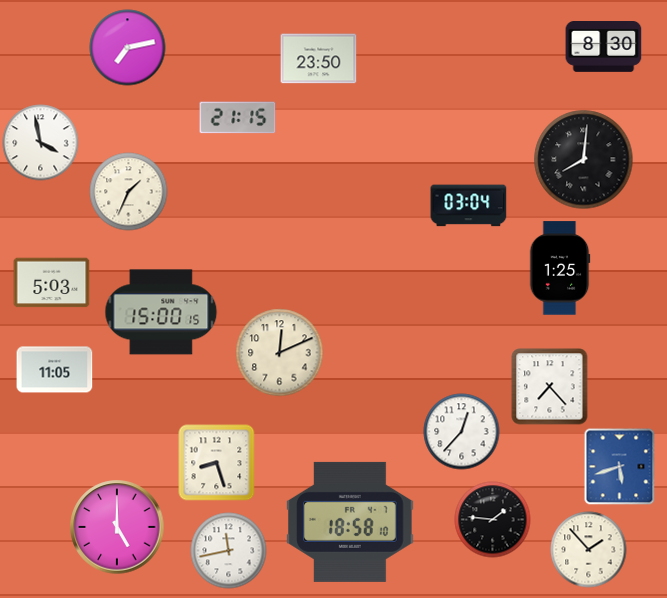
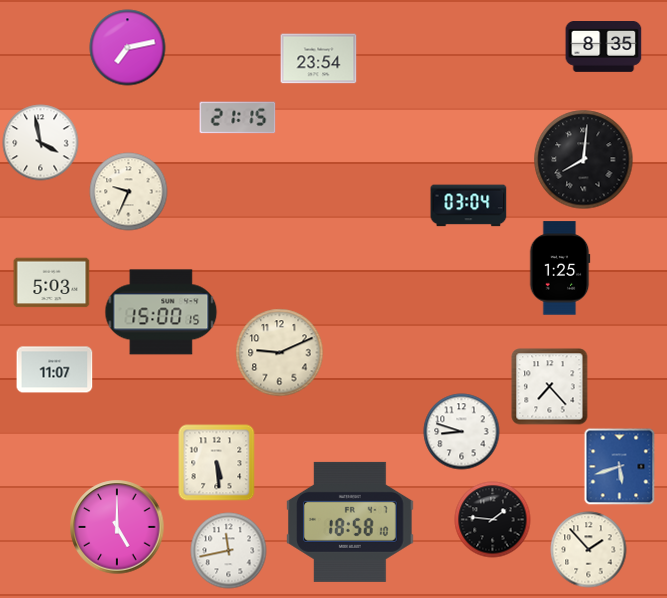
clock at (604, 47): 8:30 -> 8:35
clock at (319, 59): 23:50 -> 23:54
clock at (129, 192): 1:34 -> 9:34
clock at (280, 353): 12:11 -> 9:11
clock at (55, 370): 11:05 -> 11:07
clock at (462, 432): 12:37 -> 8:48
clock at (217, 463): 8:27 -> 5:29
